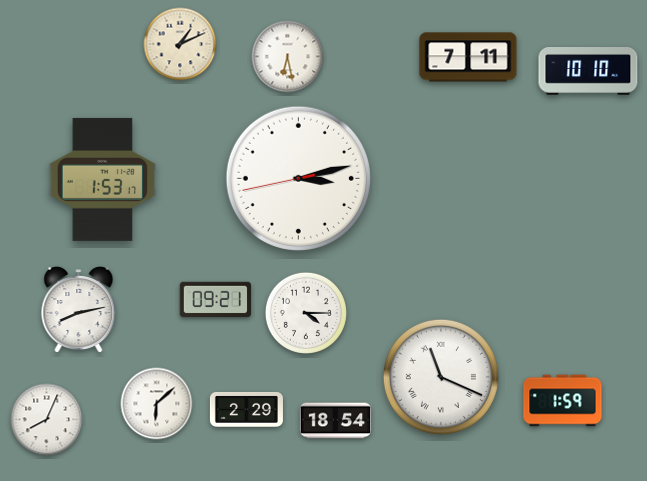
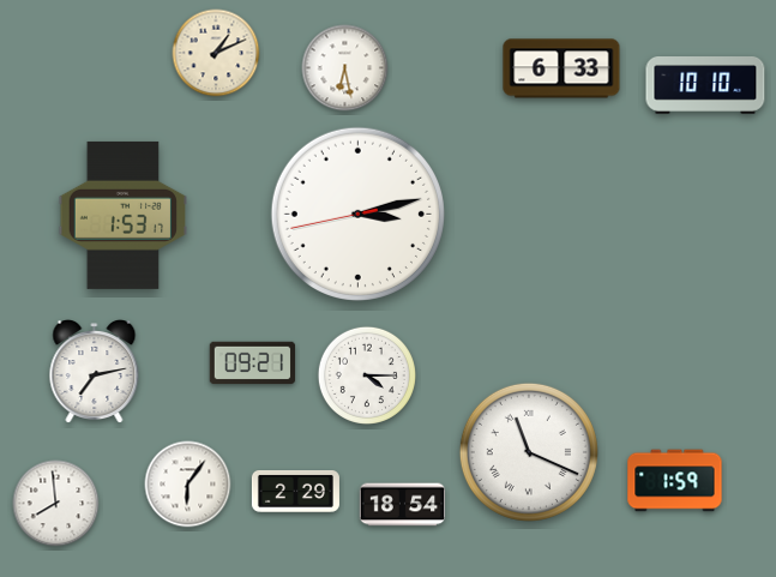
clock at (468, 57): 7:11 -> 6:33
clock at (216, 300) position: (216, 300) -> (253, 363)
clock at (79, 310): 8:13 -> 7:13
clock at (157, 404): 6:08 -> 6:06
clock at (47, 420): 8:04 -> 7:59
